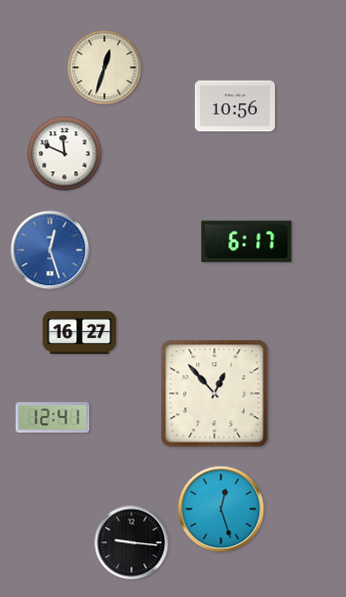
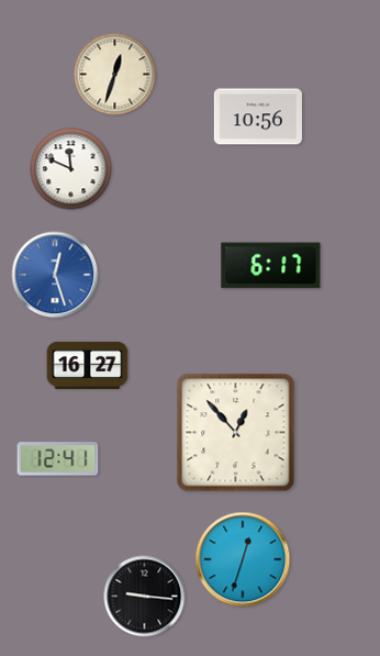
clock at (221, 509): 12:27 -> 12:33
